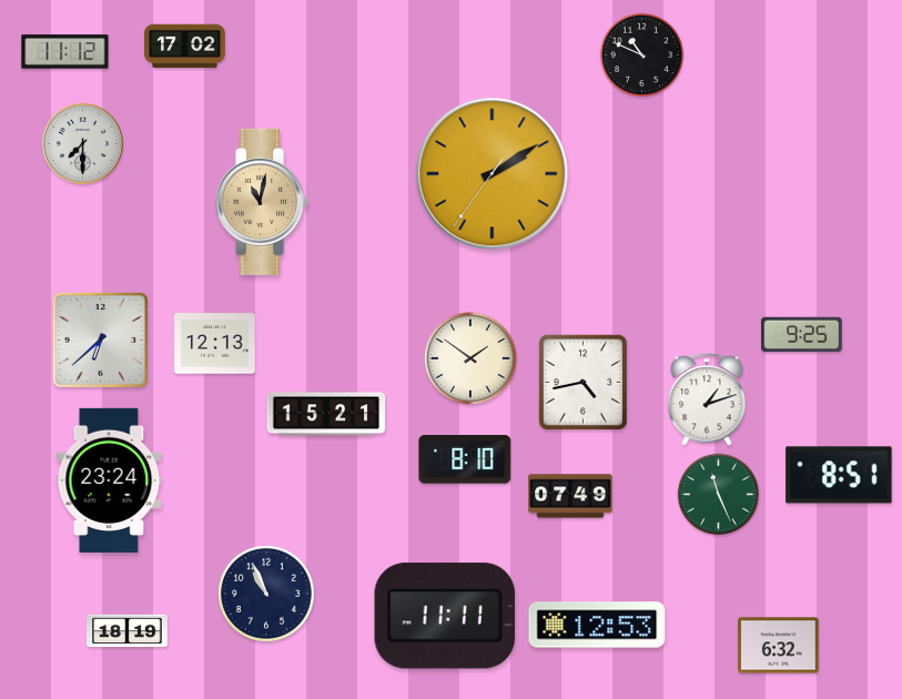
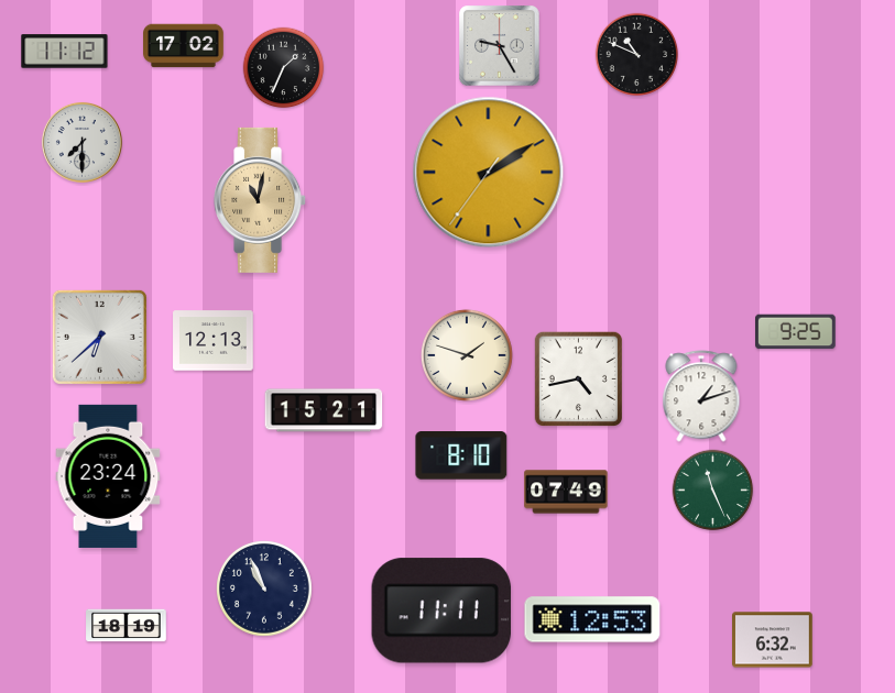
clock at (500, 46): none -> 9:25
clock at (284, 68): none -> 1:34
clock at (470, 358): 1:51 -> 1:48
clock at (839, 475): 8:51 -> none
